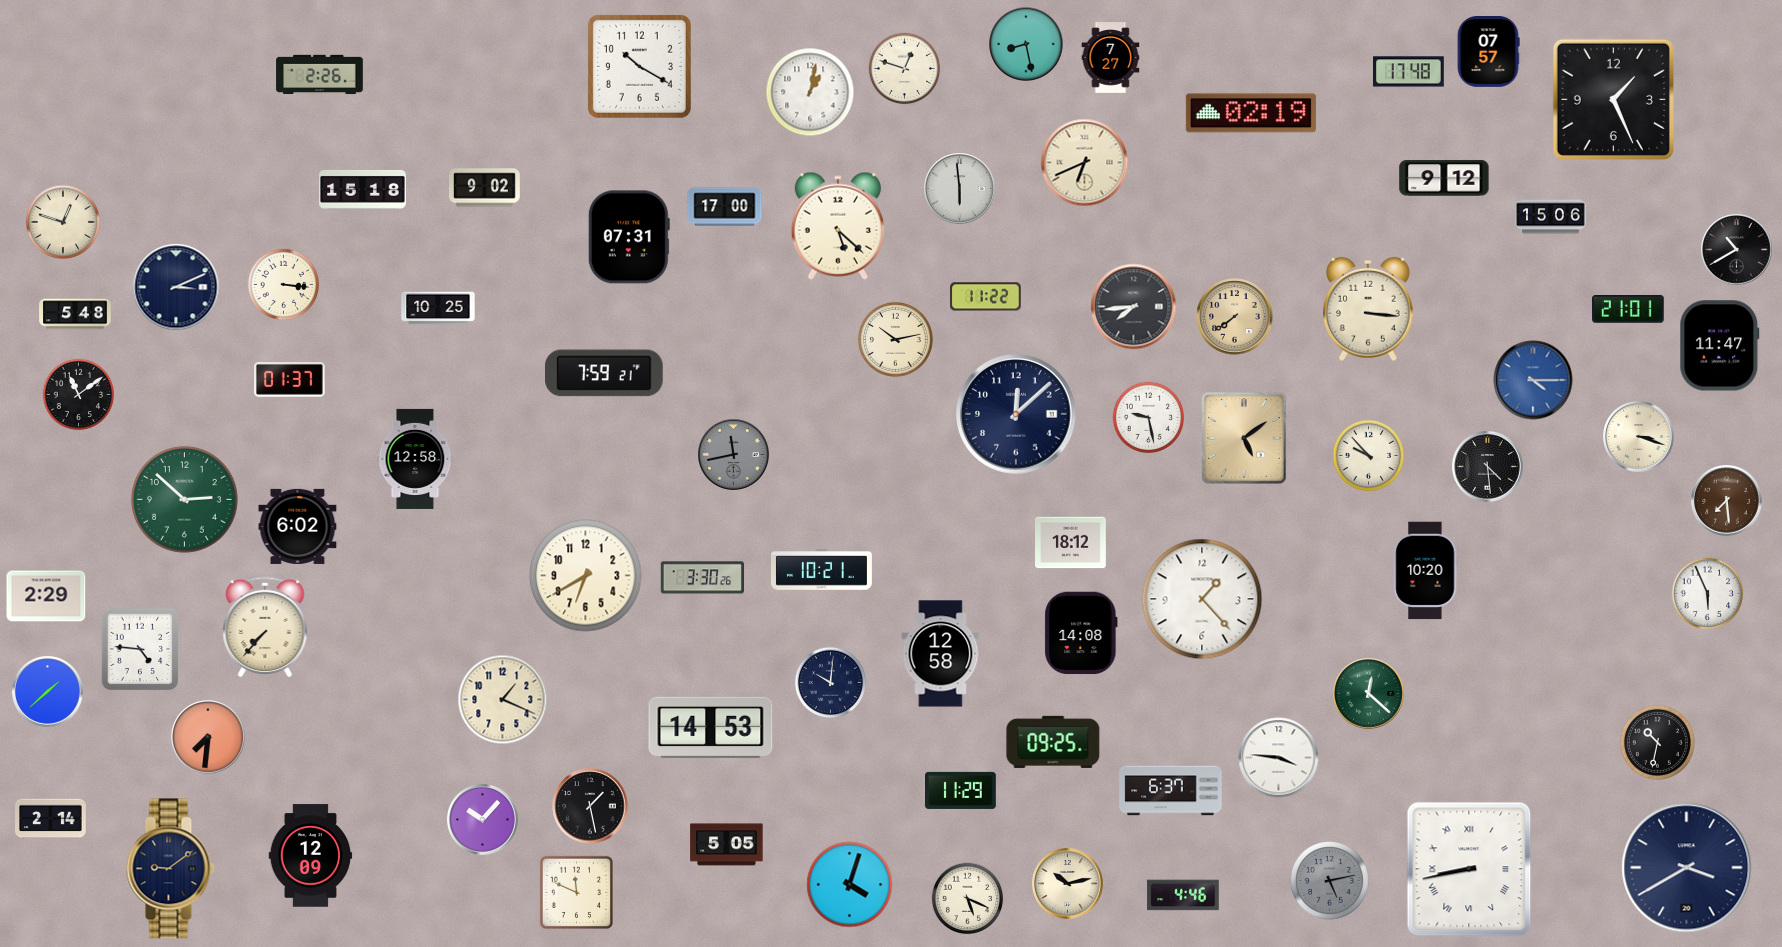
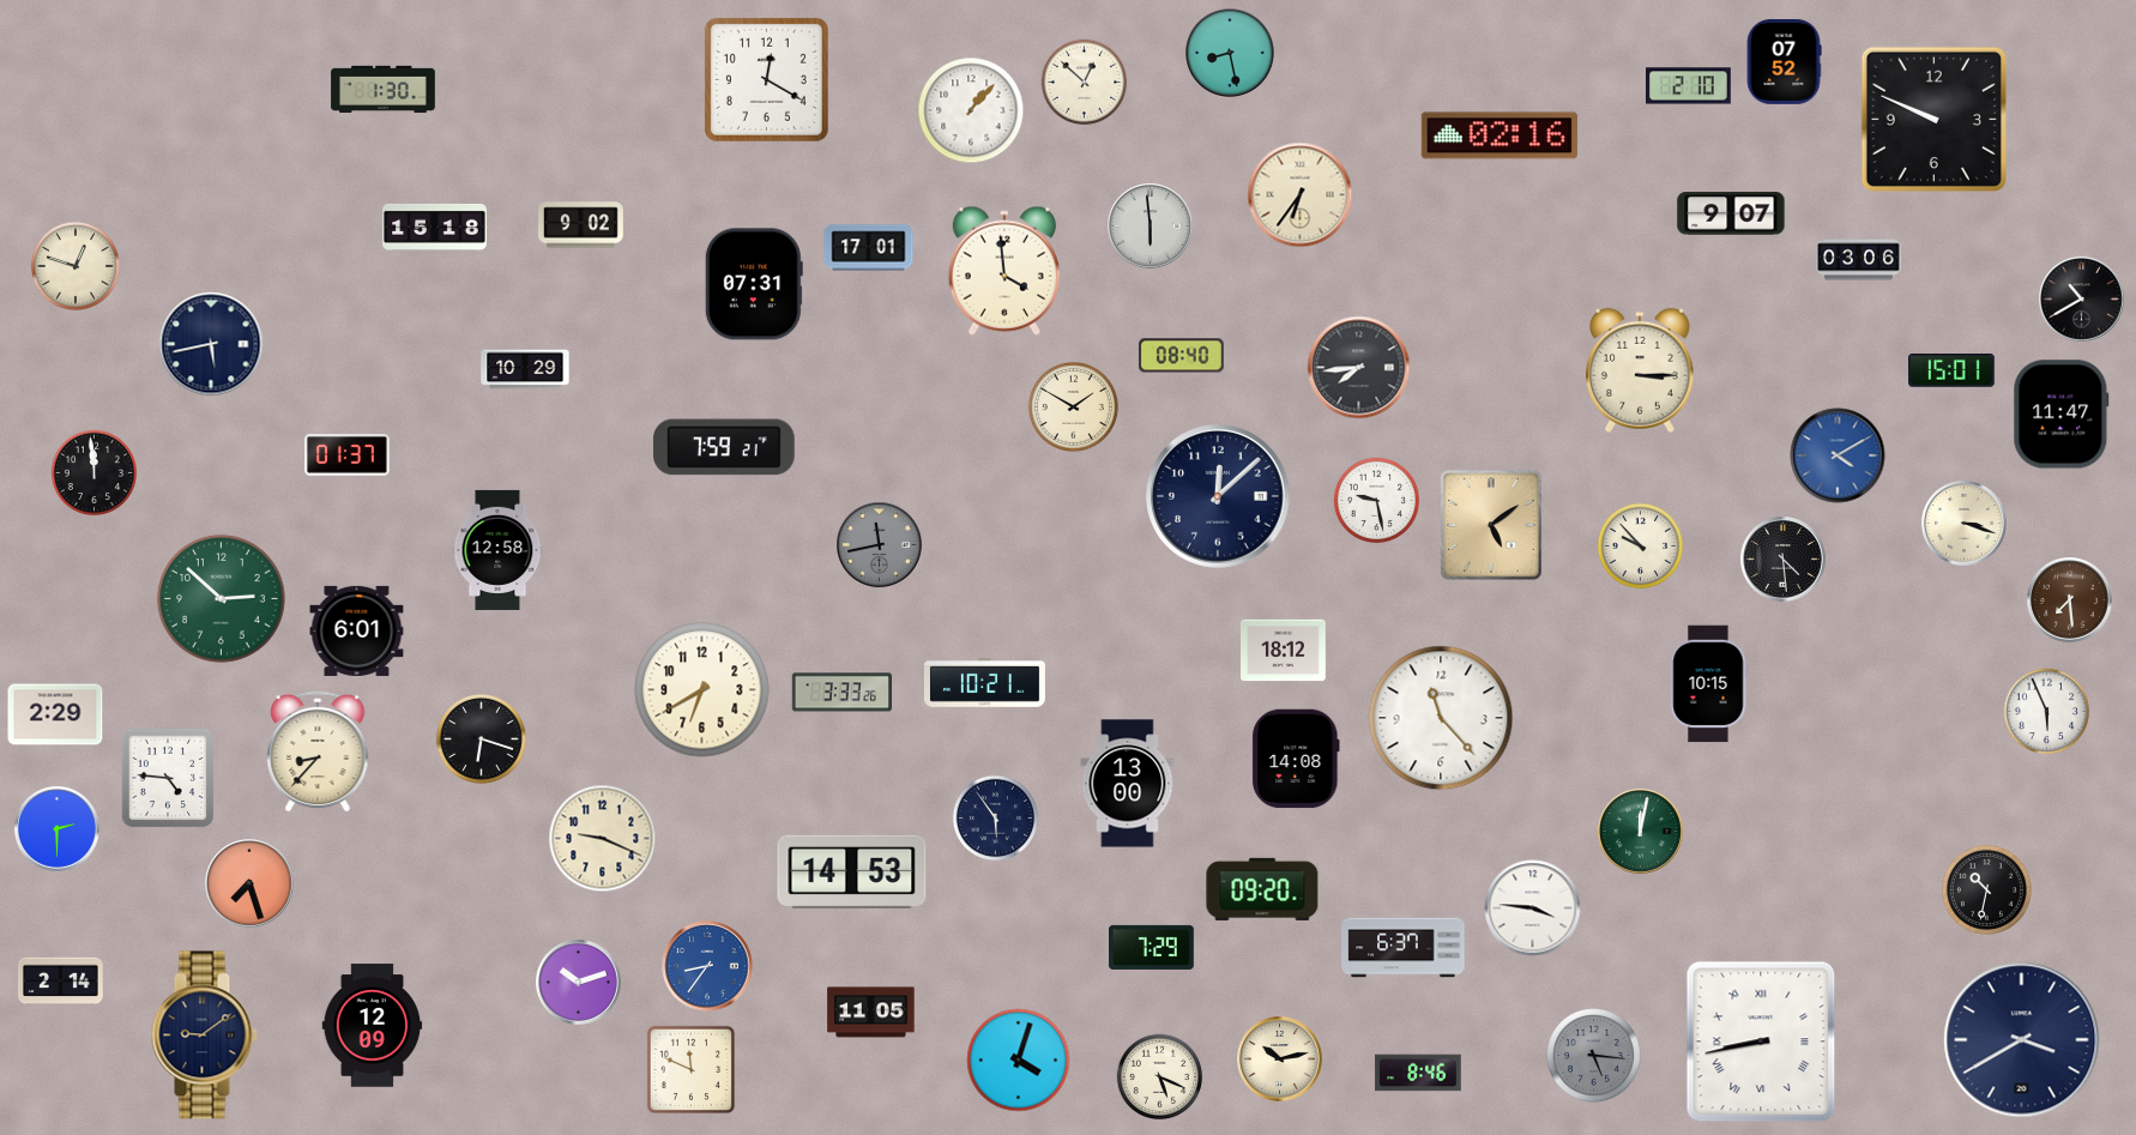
clock at (1488, 52): 07:57 -> 07:52
clock at (1111, 58): 7:27 -> none
clock at (639, 66): 10:20 -> 12:20
clock at (905, 69): 12:48 -> 12:52
clock at (1409, 72): 17:48 -> 2:10
clock at (320, 75): 2:26 -> 1:30
clock at (810, 92): 1:02 -> 1:07
clock at (1613, 99): 1:26 -> 9:49
clock at (1251, 113): 02:19 -> 02:16
clock at (1085, 163): 6:41 -> 6:36
clock at (1444, 178): 9:12 -> 9:07
clock at (725, 207): 17:00 -> 17:01
clock at (1551, 217): 15:06 -> 03:06
clock at (838, 226): 5:22 -> 3:59
clock at (284, 285): 3:16 -> none
clock at (176, 287): 3:11 -> 5:43
clock at (986, 297): 11:22 -> 08:40
clock at (438, 308): 10:25 -> 10:29
clock at (1369, 309): 3:16 -> 3:15
clock at (1628, 310): 21:01 -> 15:01
clock at (75, 314): 5:48 -> none
clock at (1235, 317): 7:39 -> none
clock at (895, 339): 10:13 -> 1:50
clock at (1533, 380): 4:15 -> 4:10
clock at (79, 395): 11:09 -> 11:59
clock at (298, 526): 6:02 -> 6:01
clock at (1425, 571): 10:20 -> 10:15
clock at (702, 578): 3:30 -> 3:33
clock at (1202, 599): 1:23 -> 11:23
clock at (481, 738): none -> 6:18
clock at (265, 627): 7:37 -> 8:37
clock at (941, 654): 12:58 -> 13:00
clock at (831, 683): 10:01 -> 5:54
clock at (48, 692): 1:38 -> 2:30
clock at (1369, 694): 12:22 -> 12:02
clock at (503, 700): 1:19 -> 9:19
clock at (208, 737): 7:31 -> 7:27
clock at (1053, 742): 09:25 -> 09:20
clock at (961, 790): 11:29 -> 7:29
clock at (590, 806): 1:28 -> 8:36
clock at (590, 806) dial: black -> blue
clock at (483, 820): 10:07 -> 10:12
clock at (727, 845): 5:05 -> 11:05
clock at (170, 869) position: (170, 869) -> (204, 1036)
clock at (1330, 881): 5:13 -> 5:16
clock at (1183, 895): 4:46 -> 8:46
